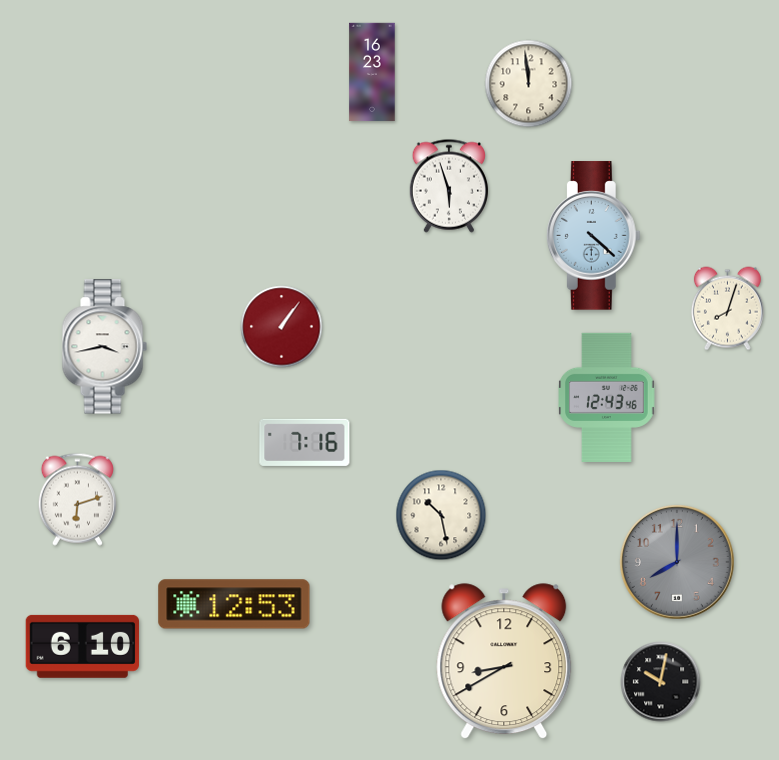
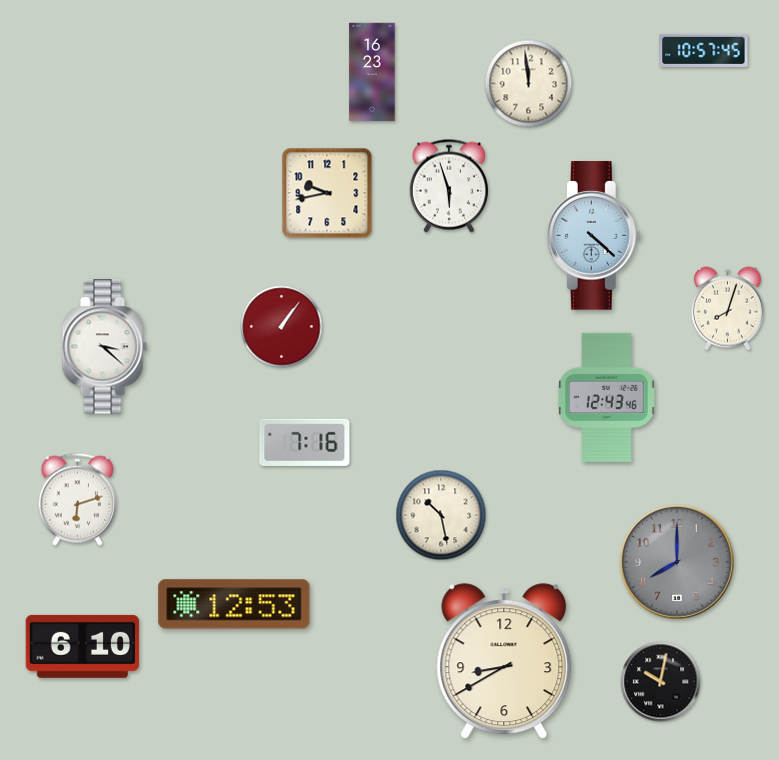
clock at (704, 50): none -> 10:57
clock at (327, 193): none -> 9:43
clock at (104, 347): 3:43 -> 3:22
